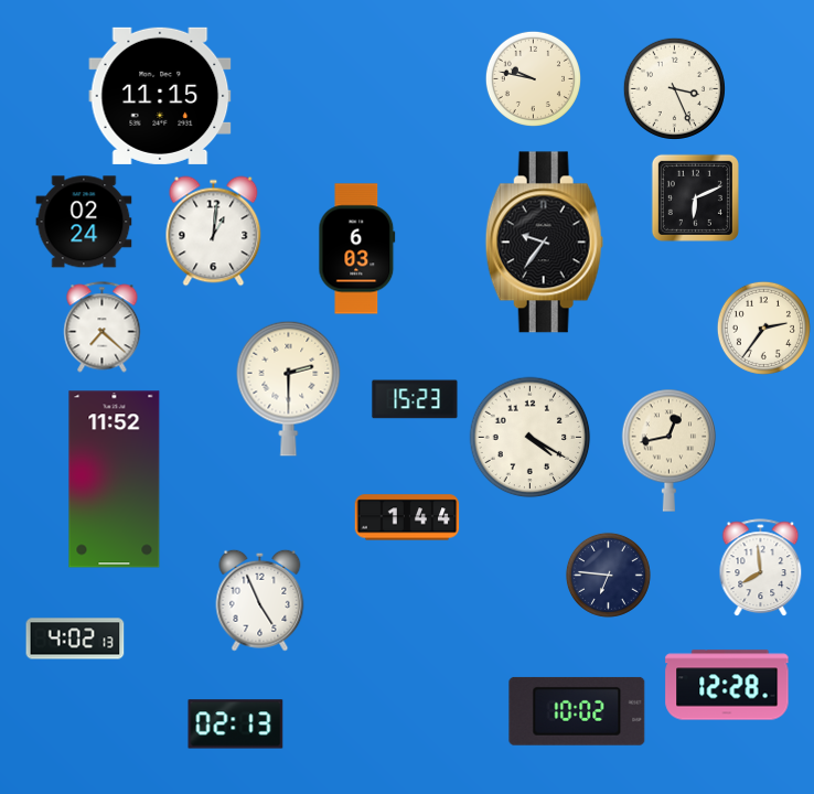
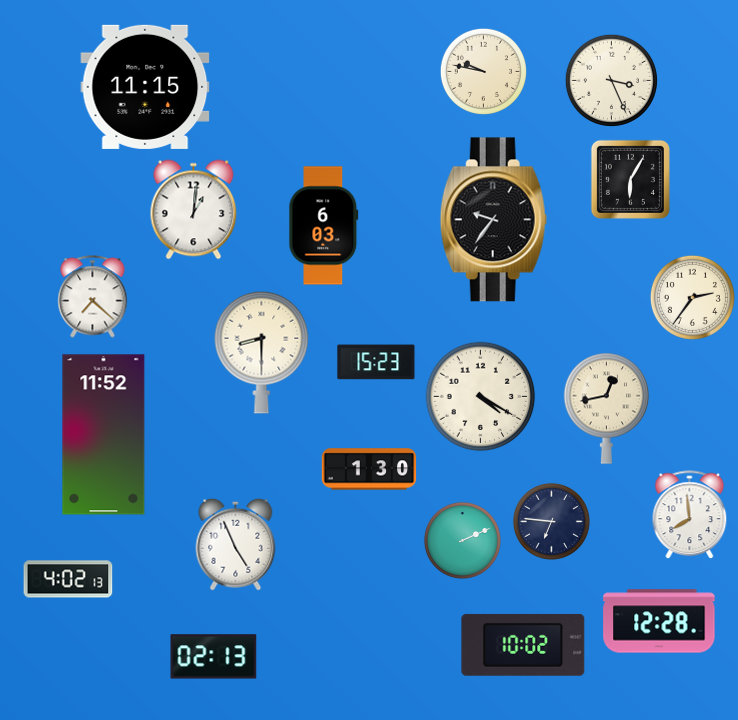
clock at (695, 197): 6:11 -> 6:05
clock at (84, 222): 02:24 -> none
clock at (289, 388): 2:30 -> 8:30
clock at (407, 517): 1:44 -> 1:30
clock at (462, 540): none -> 2:11
